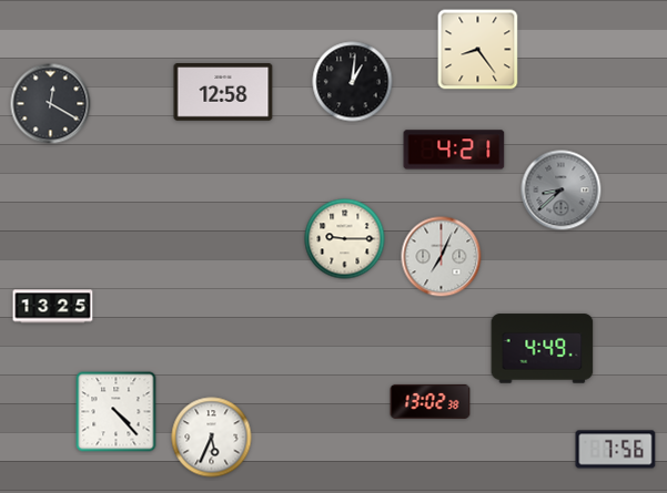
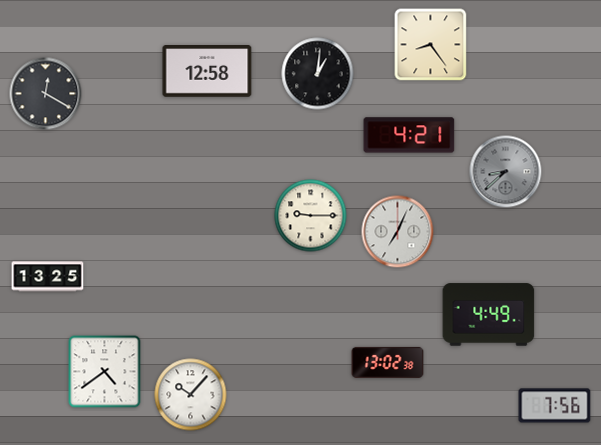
clock at (223, 93) position: (223, 93) -> (207, 72)
clock at (117, 412): 4:23 -> 4:39
clock at (212, 438): 5:34 -> 10:07
